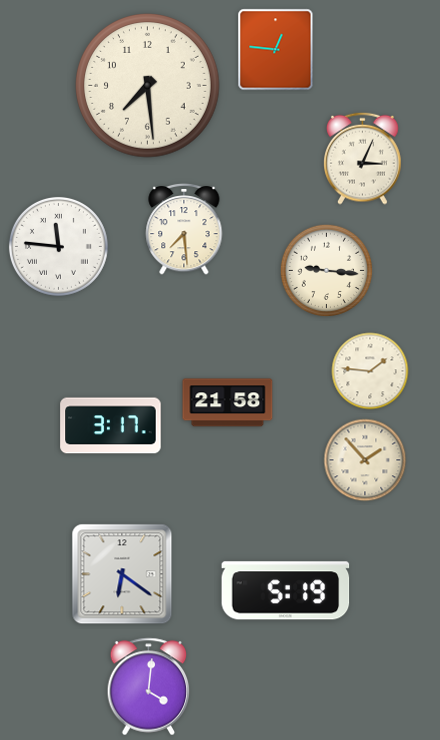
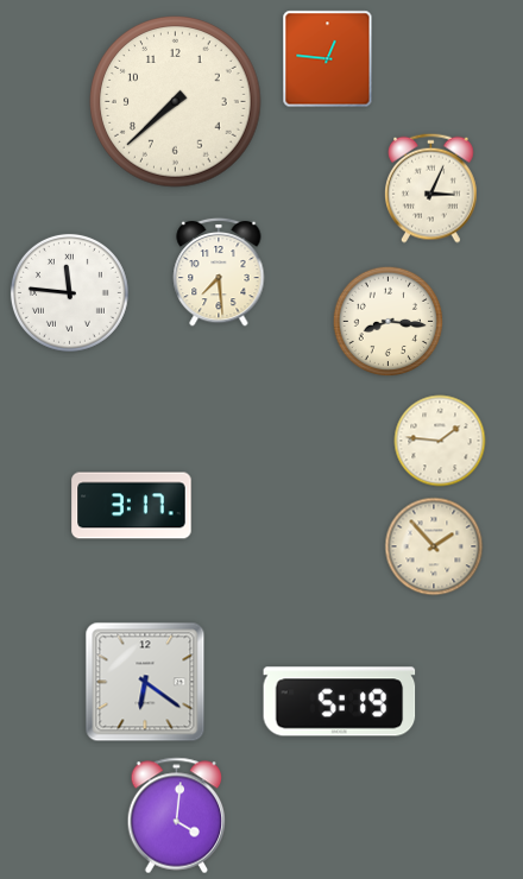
clock at (148, 86): 7:29 -> 7:38
clock at (327, 271): 9:16 -> 8:16
clock at (228, 403): 21:58 -> none
